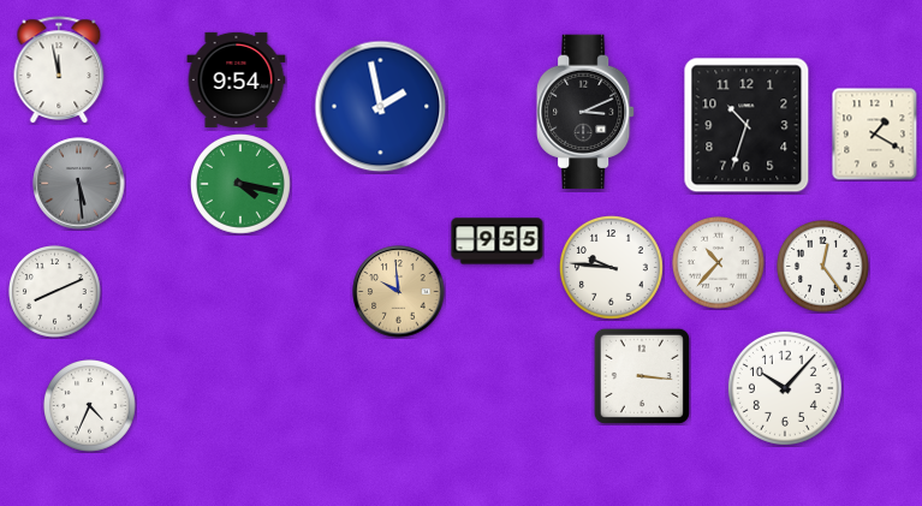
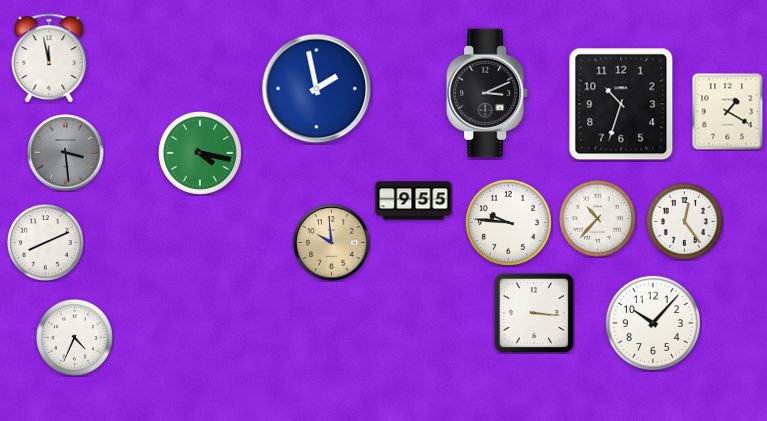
clock at (237, 79): 9:54 -> none
clock at (79, 184): 5:29 -> 3:29
